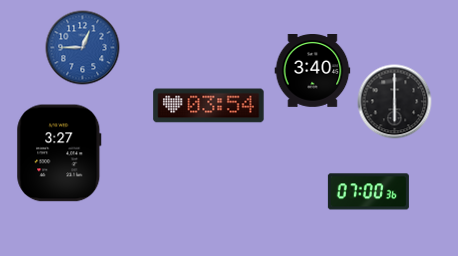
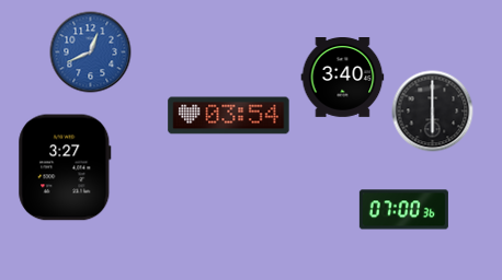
clock at (83, 48): 12:45 -> 12:41
